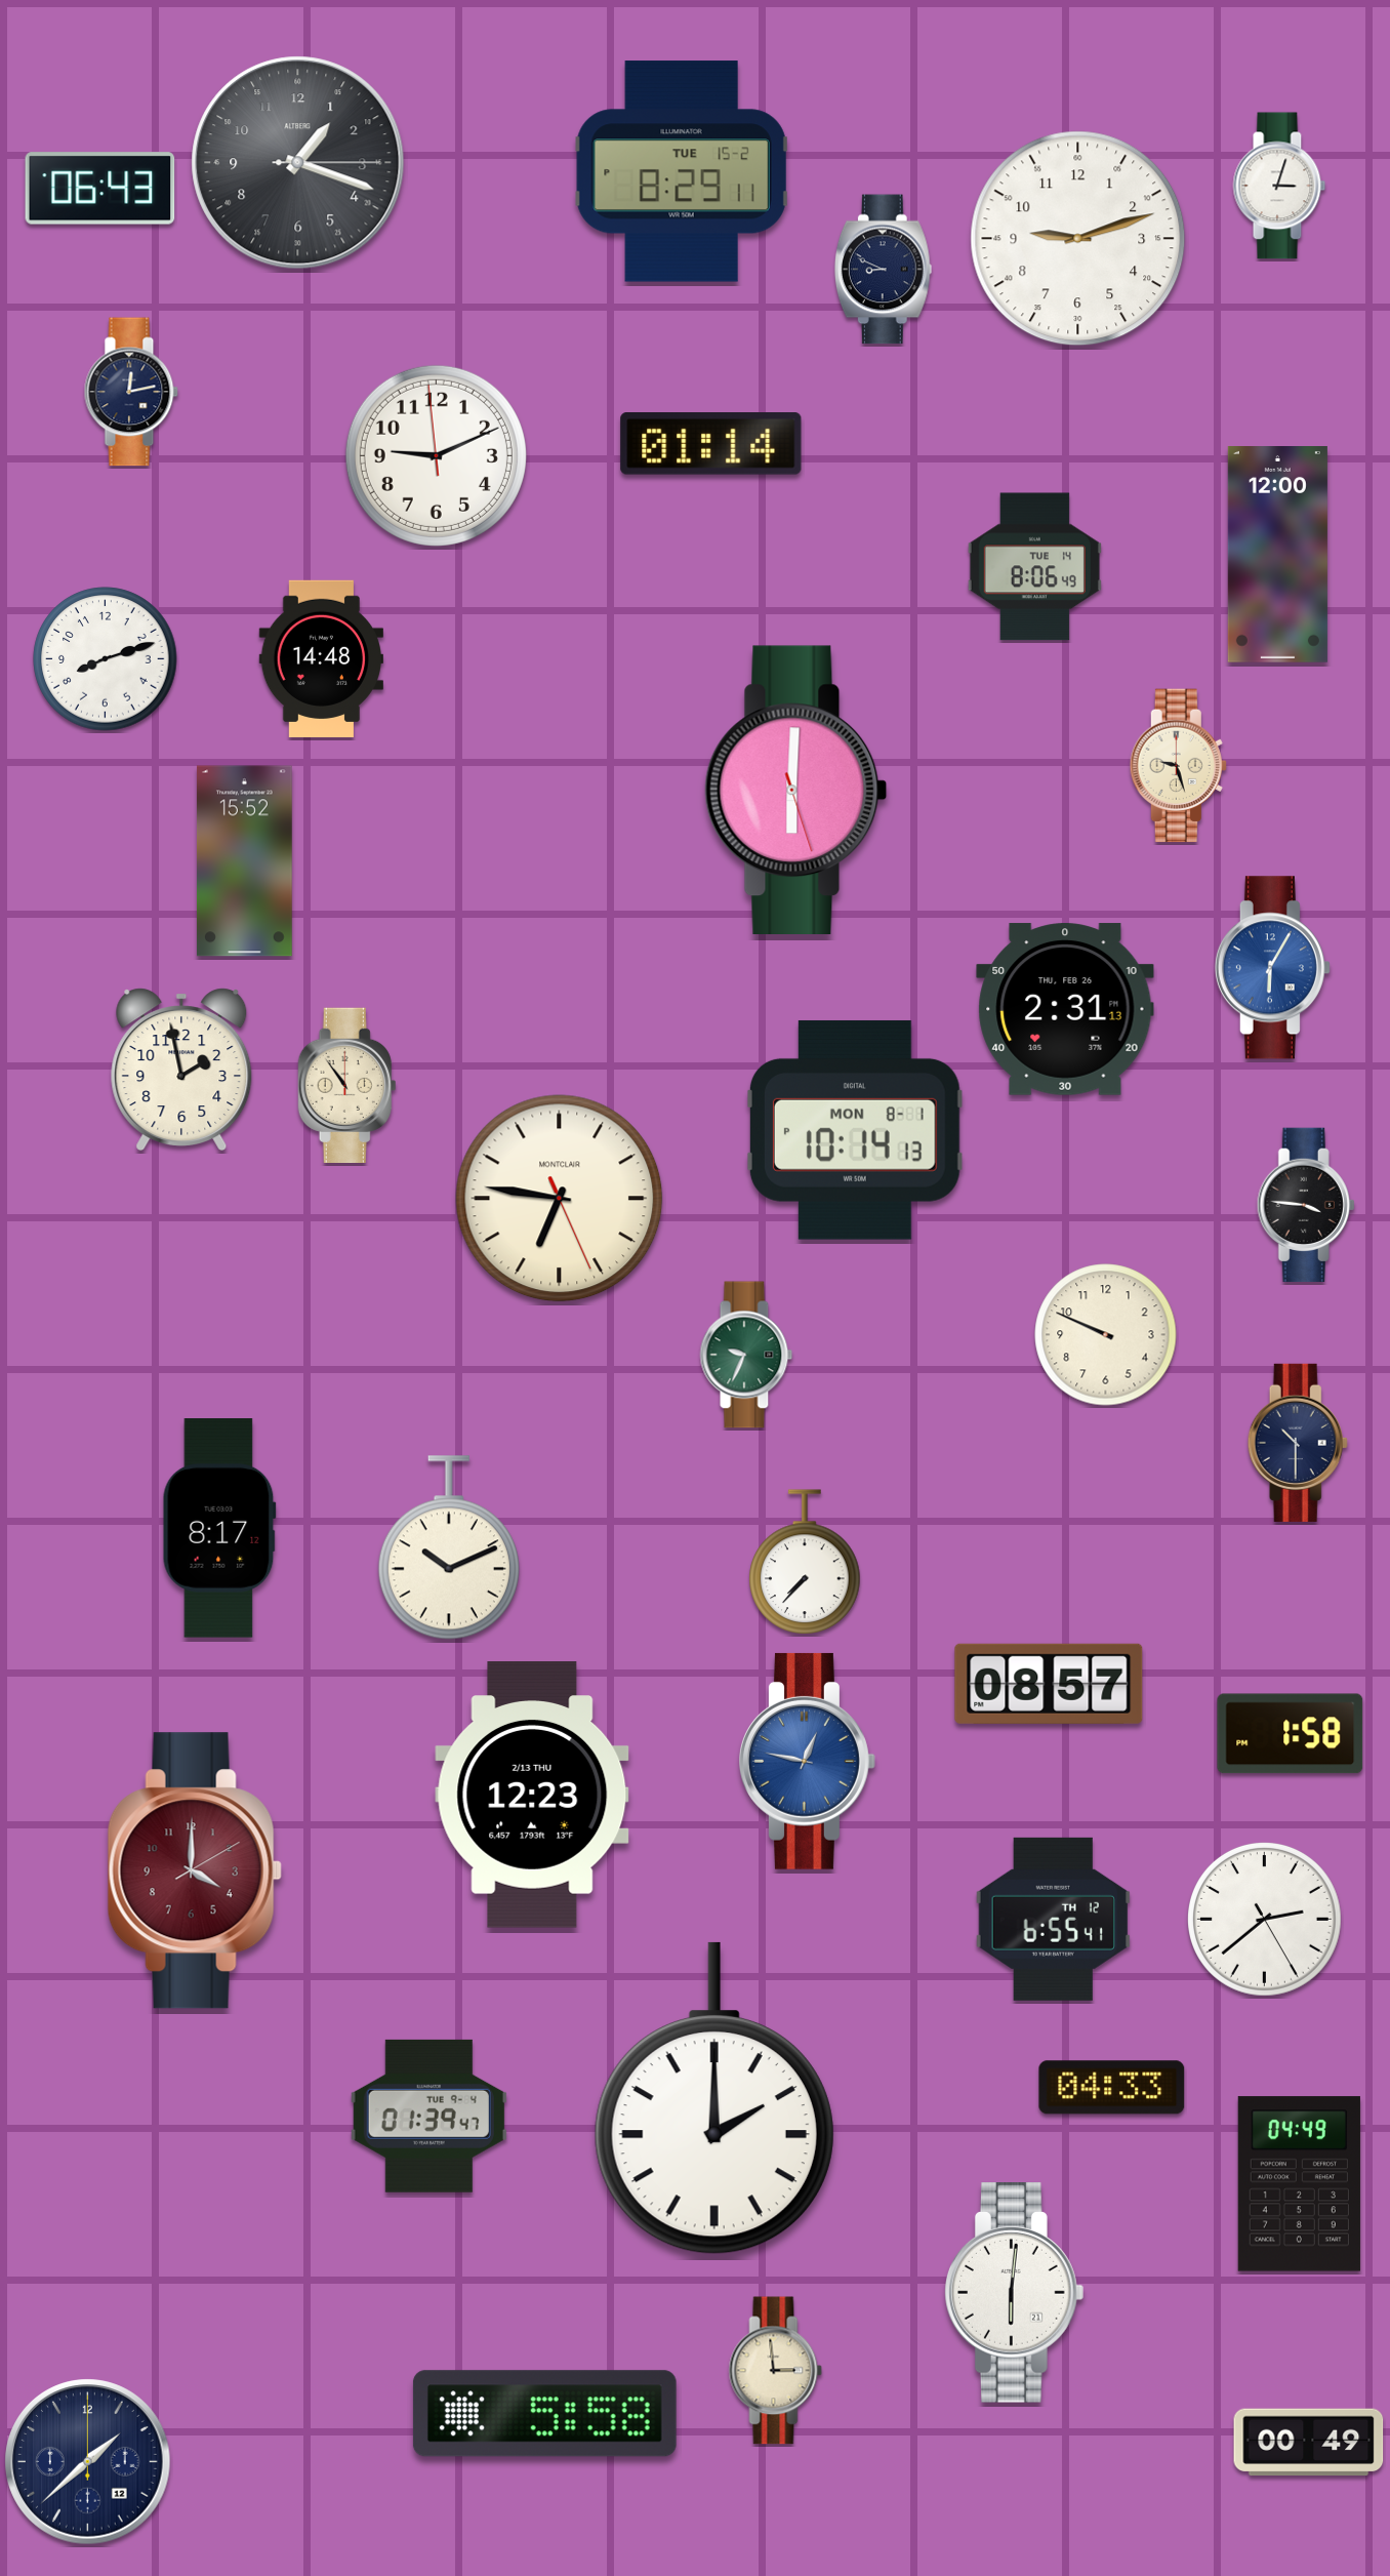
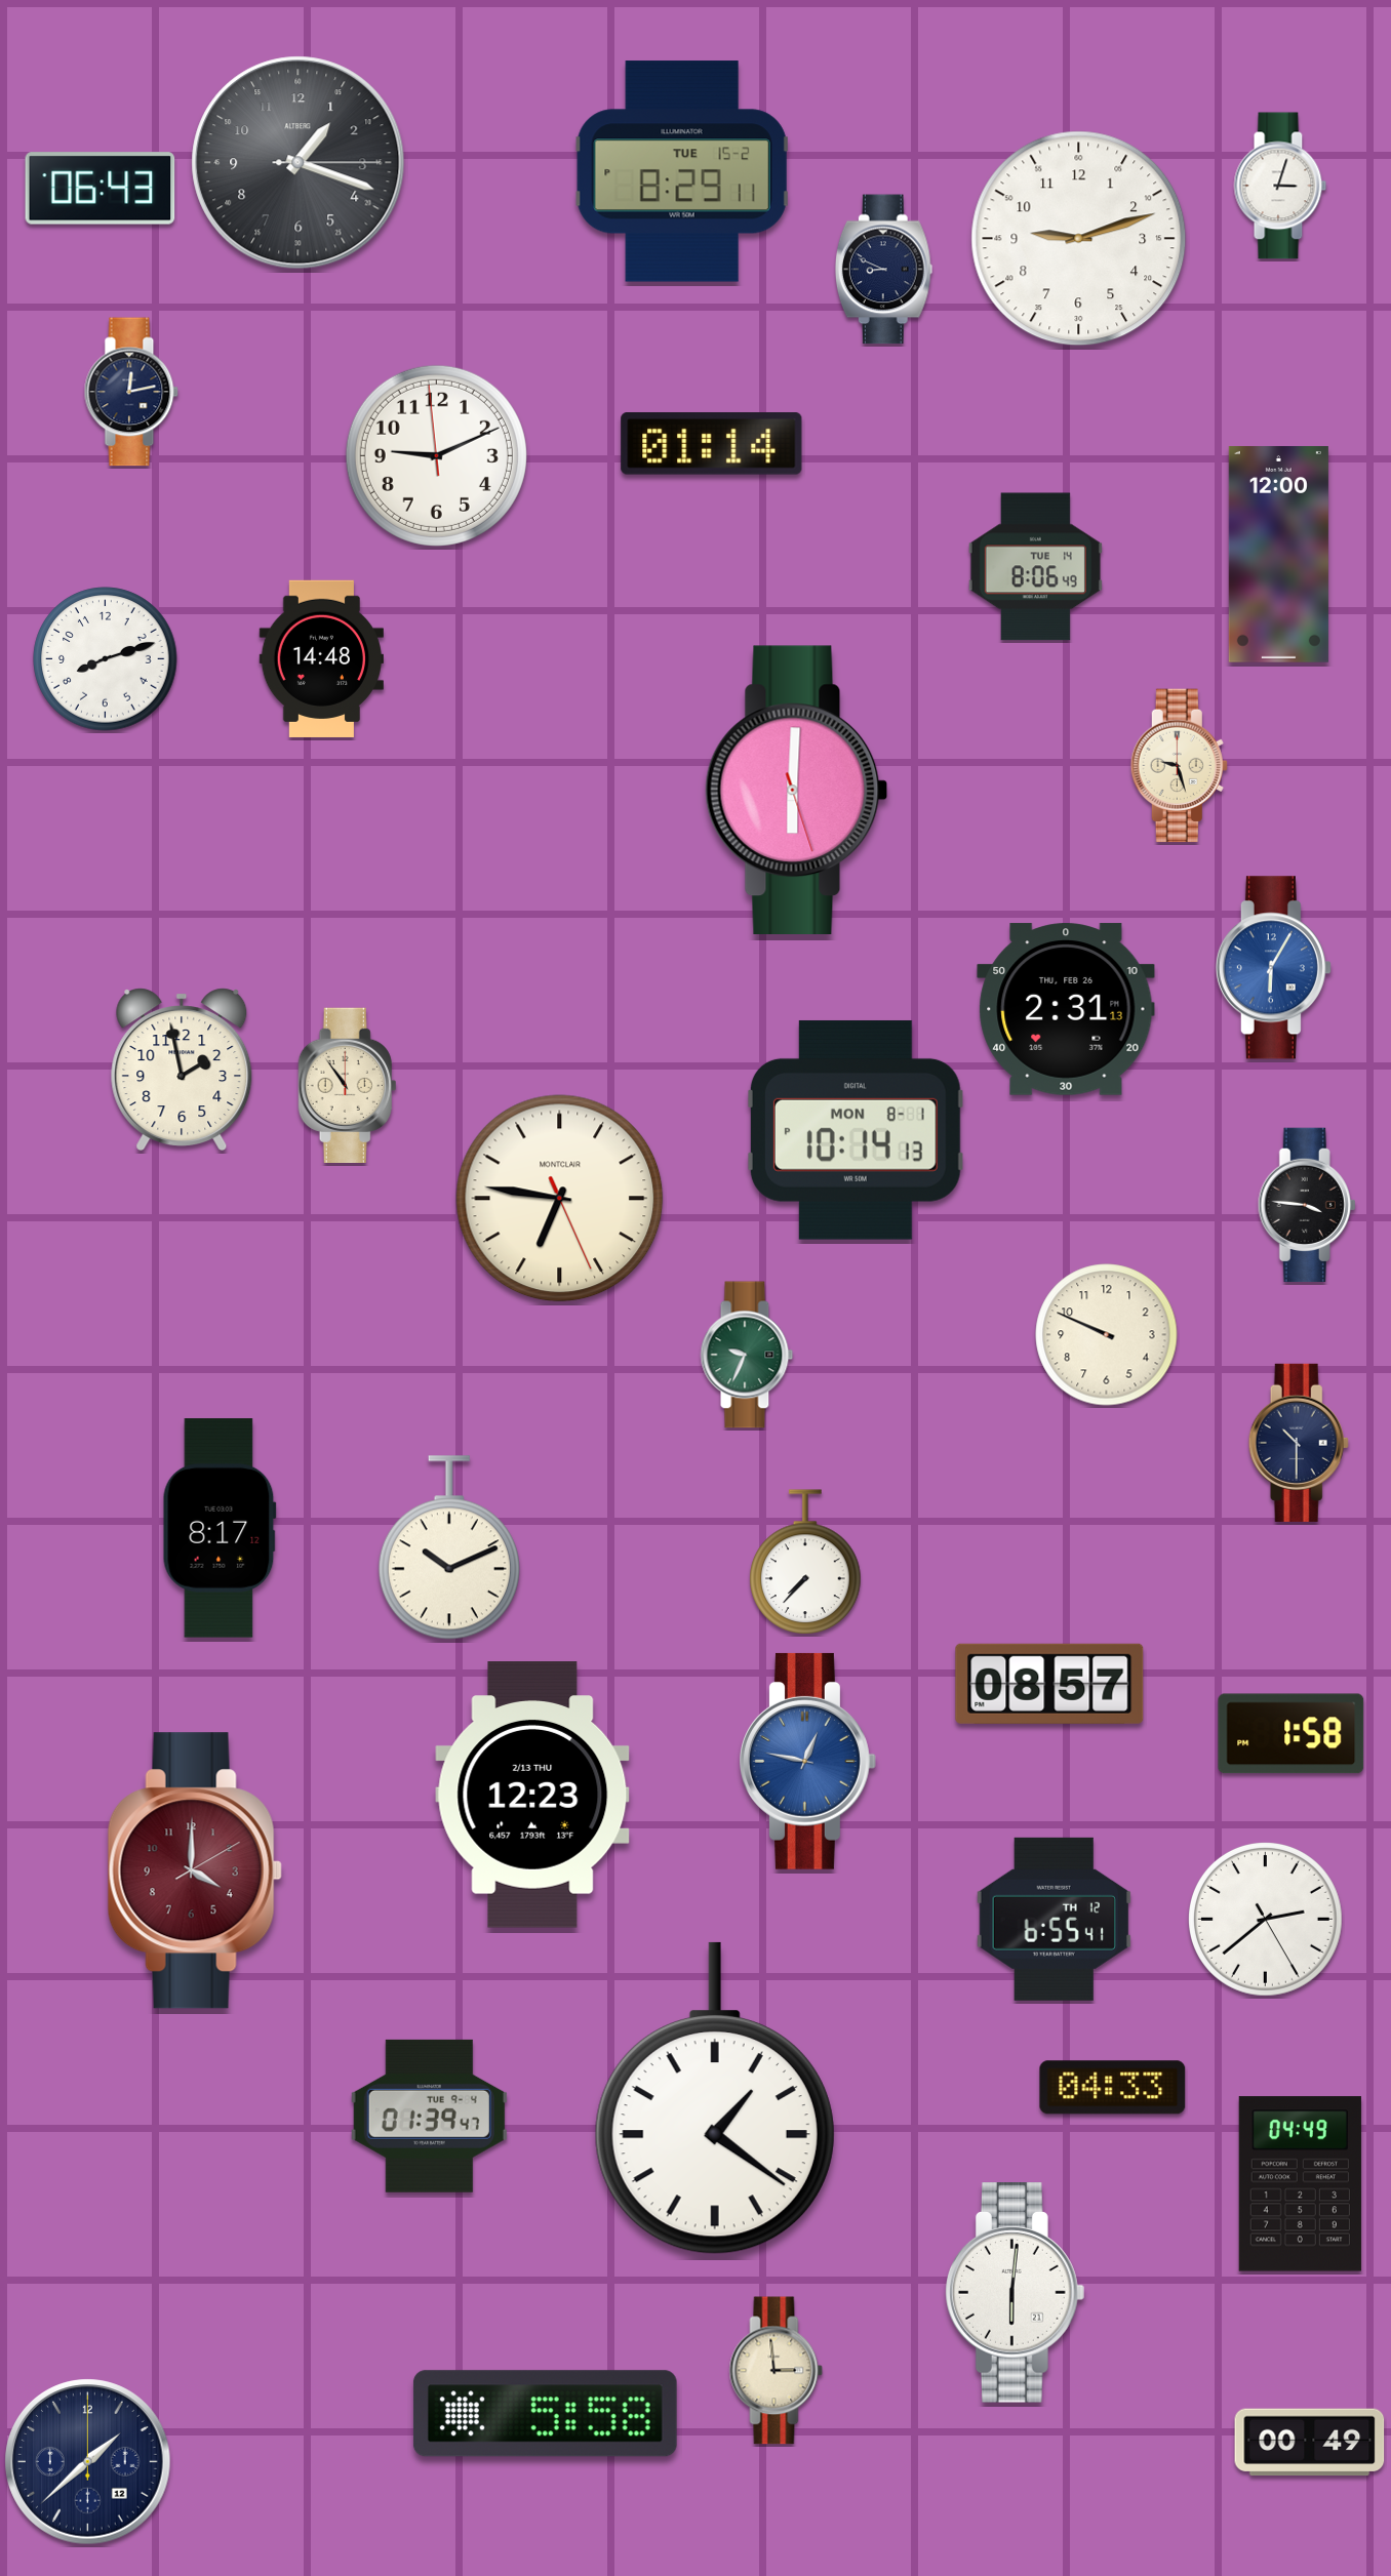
clock at (244, 861): 15:52 -> none
clock at (714, 2098): 2:00 -> 1:21
